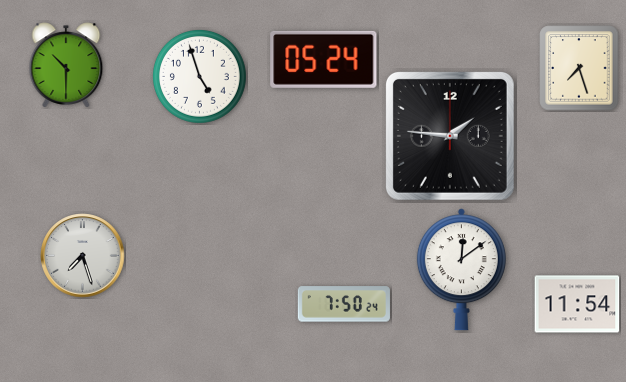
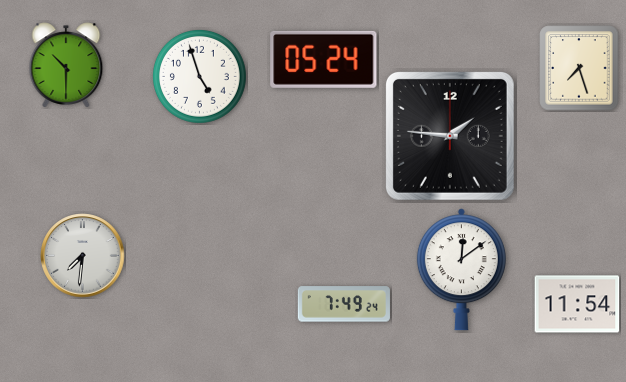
clock at (83, 256): 7:27 -> 7:31
clock at (344, 304): 7:50 -> 7:49
